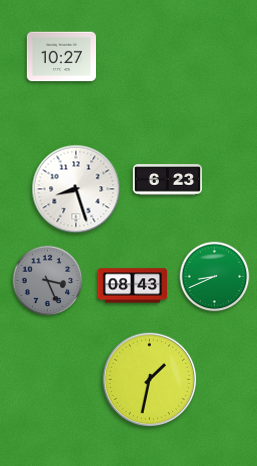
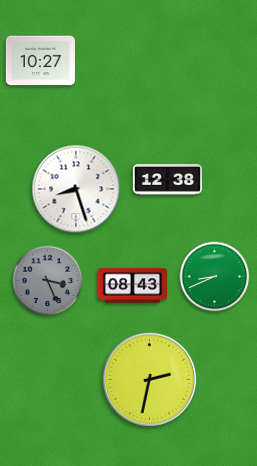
clock at (61, 57) position: (61, 57) -> (40, 61)
clock at (167, 180): 6:23 -> 12:38
clock at (150, 380): 1:32 -> 2:32
